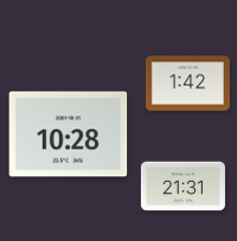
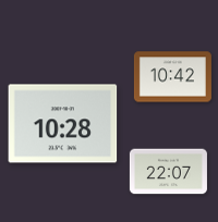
clock at (187, 84): 1:42 -> 10:42
clock at (182, 187): 21:31 -> 22:07
